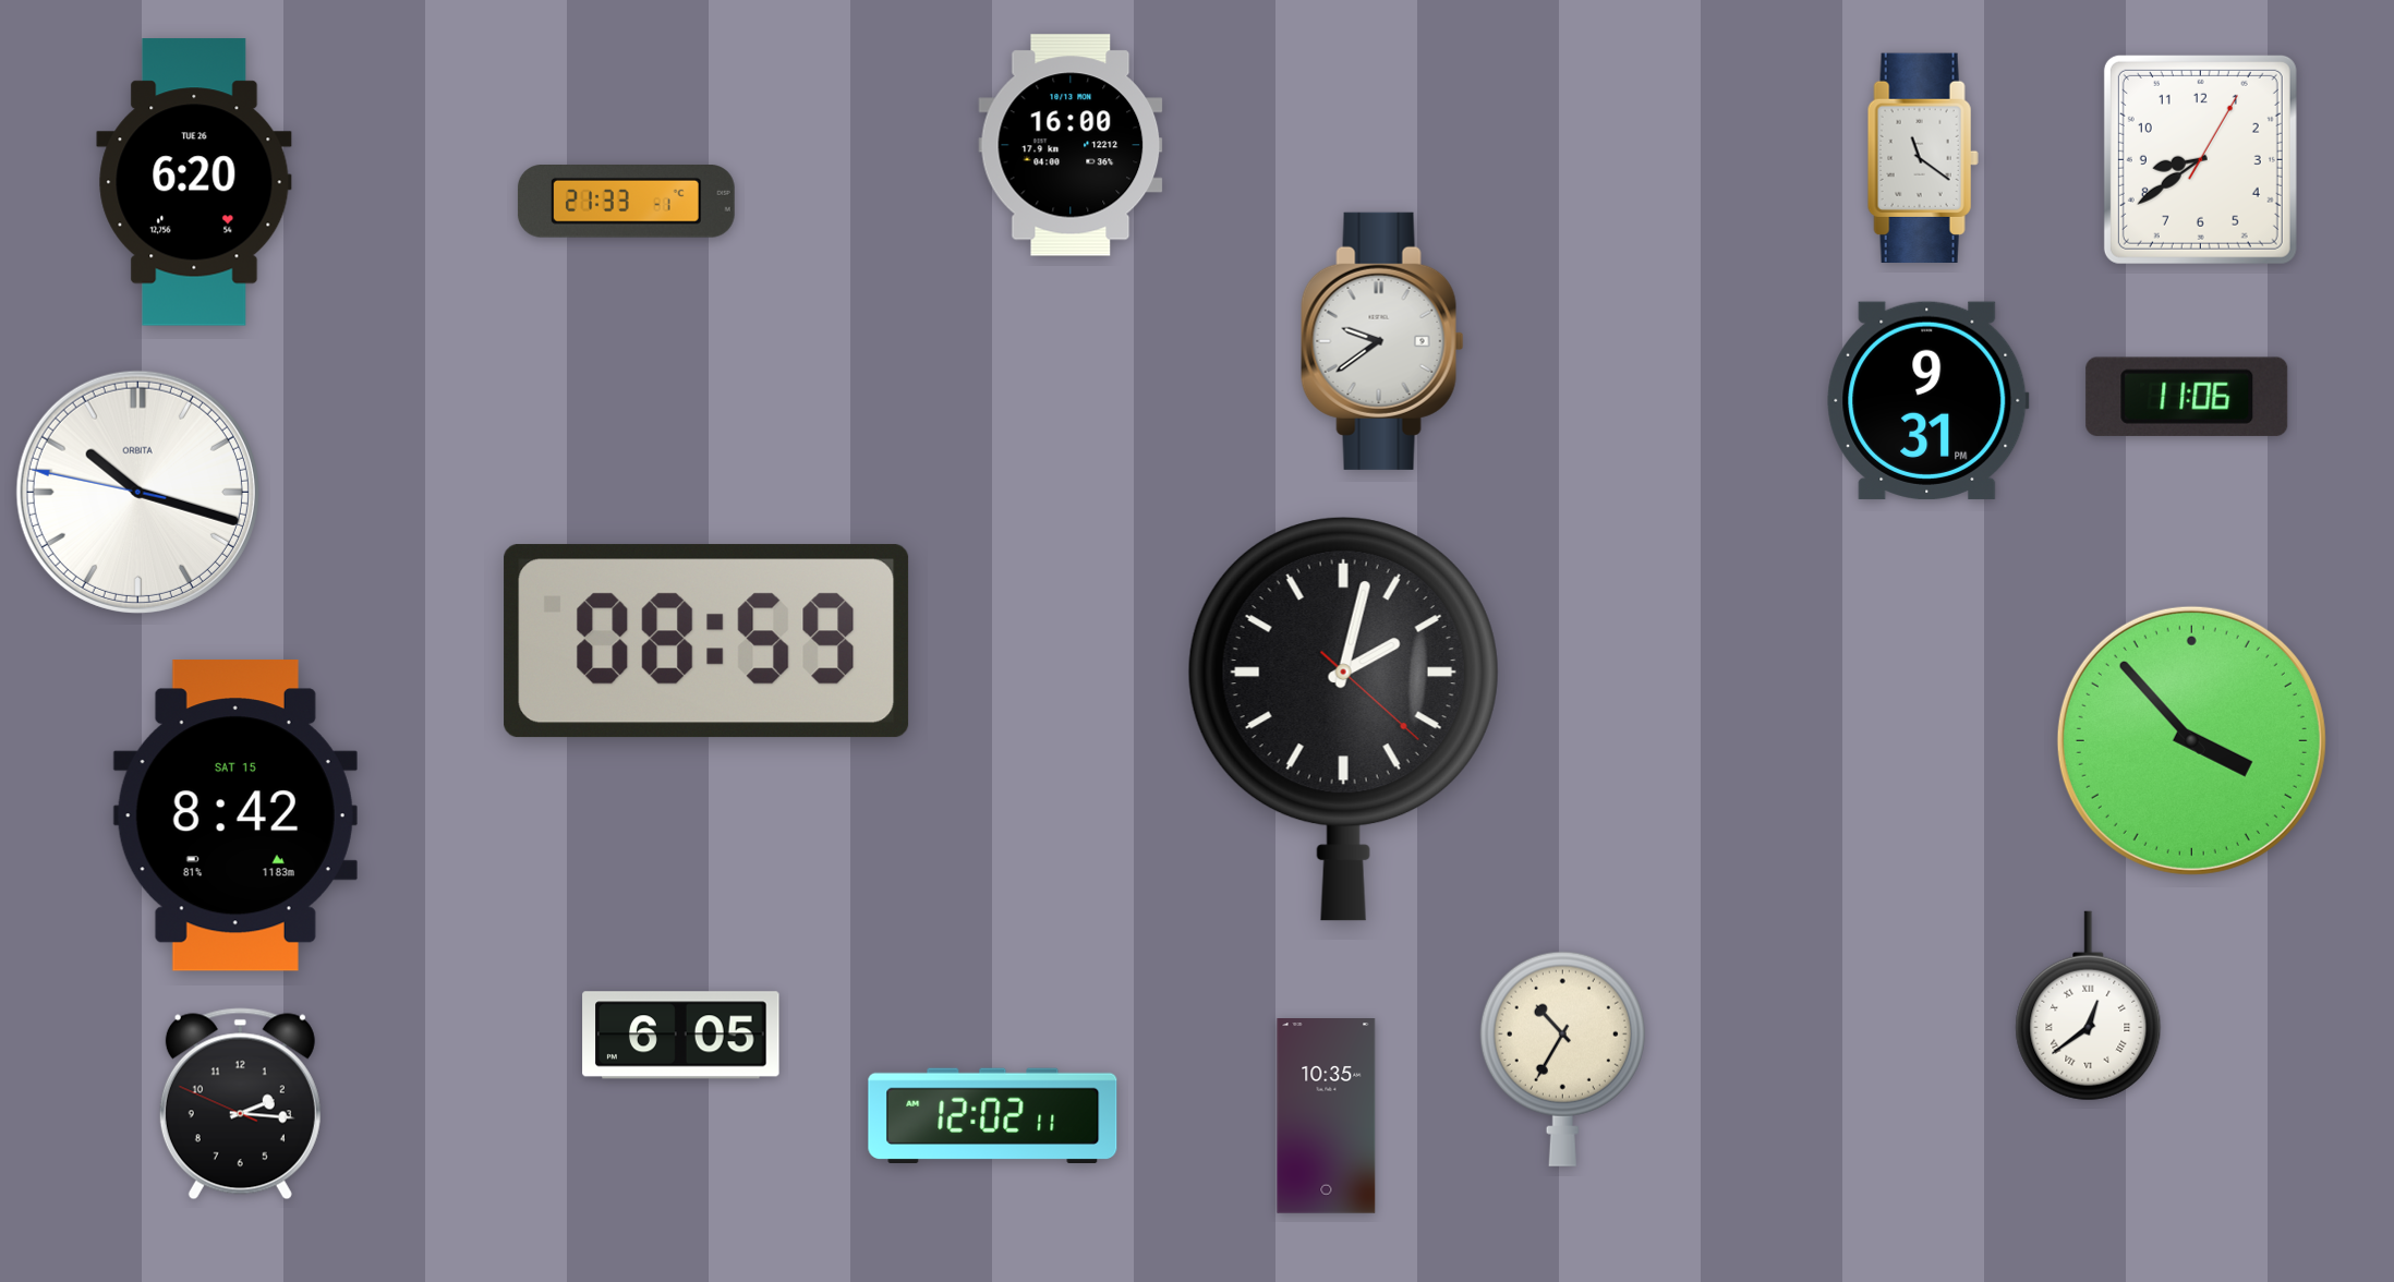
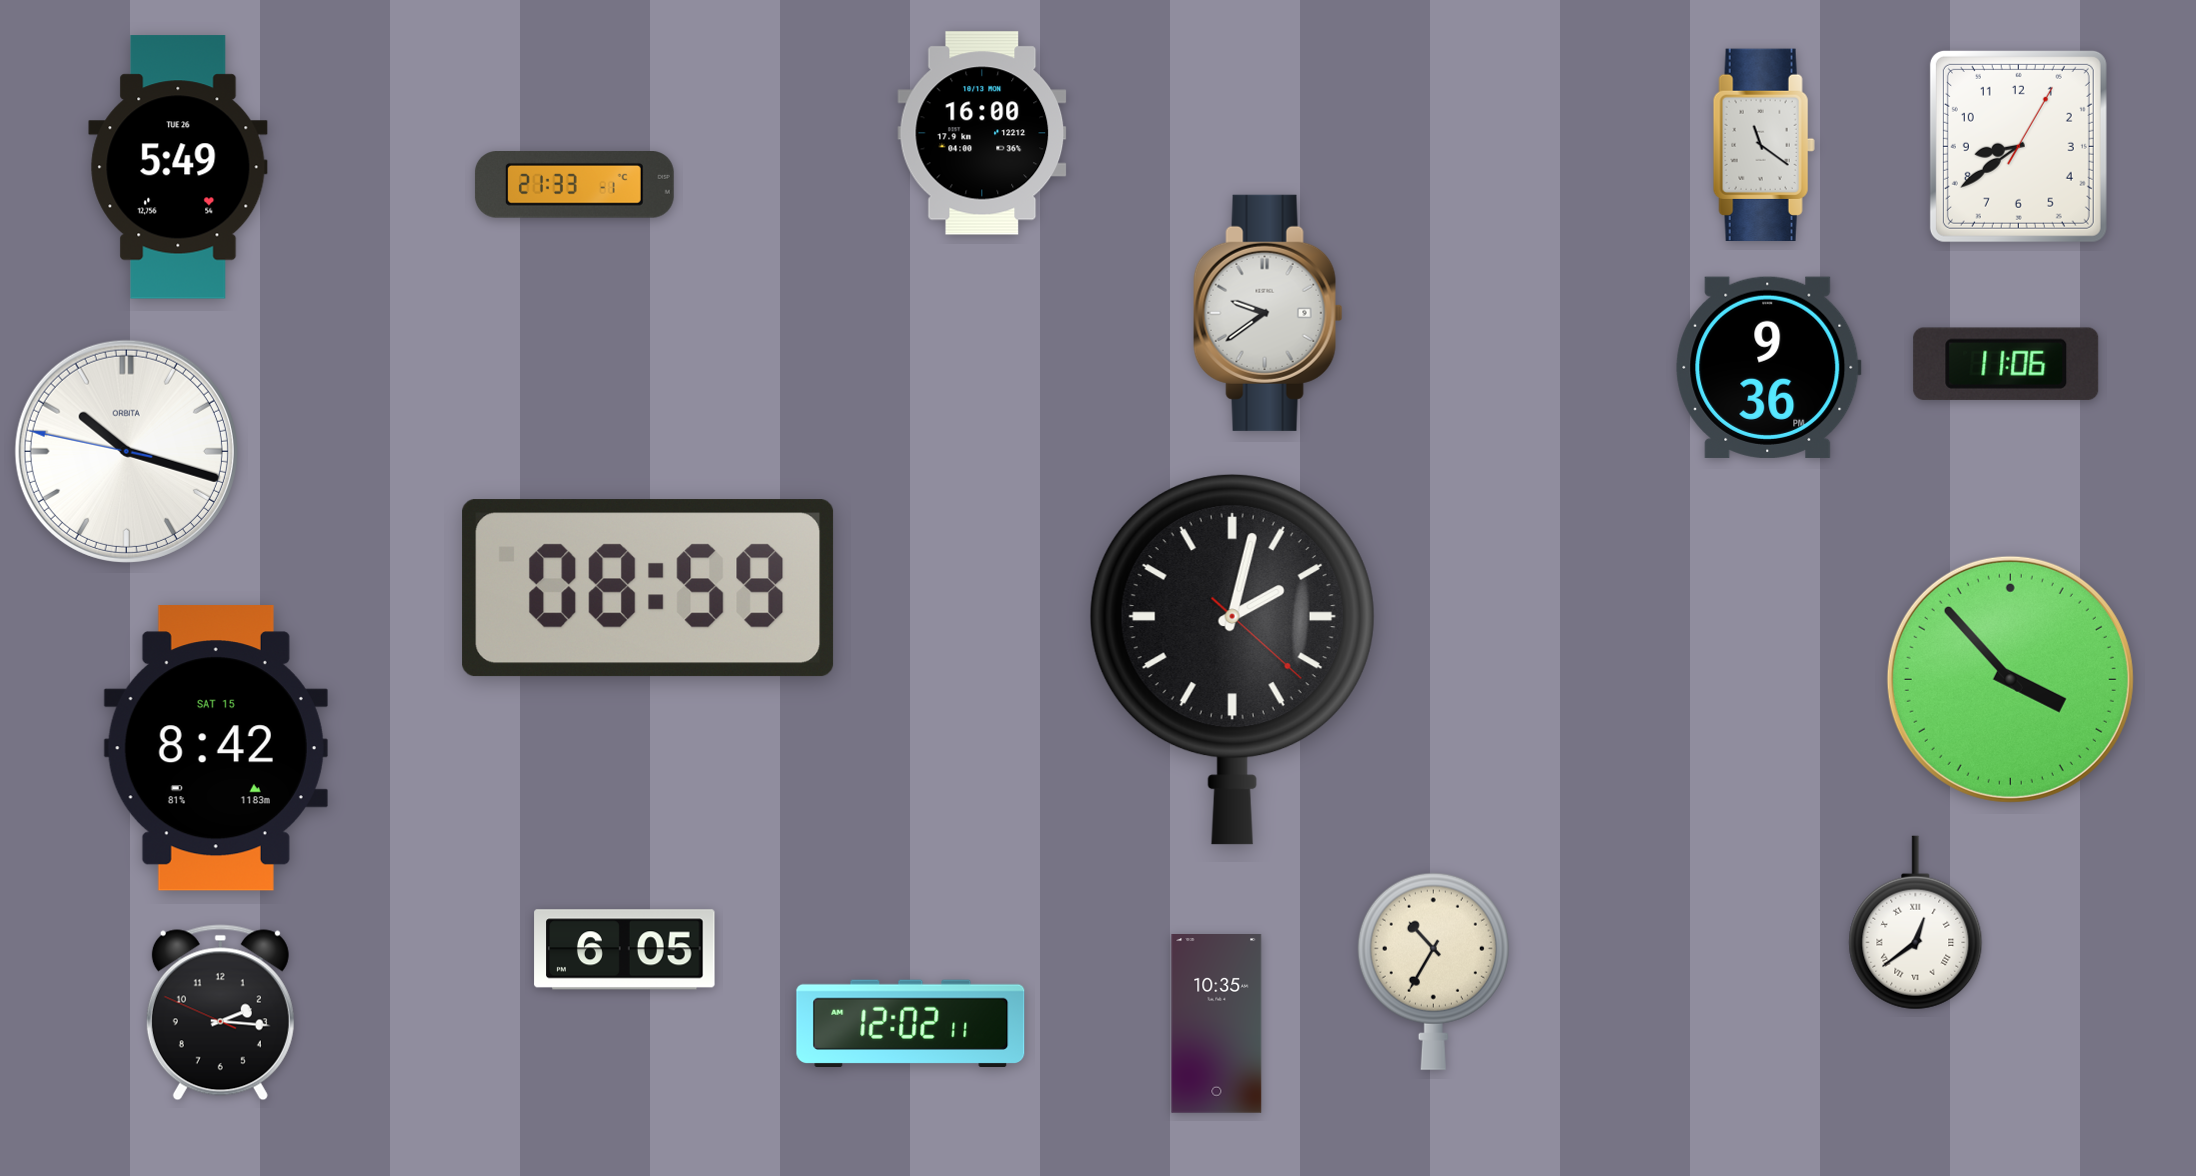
clock at (194, 182): 6:20 -> 5:49
clock at (1928, 400): 9:31 -> 9:36
